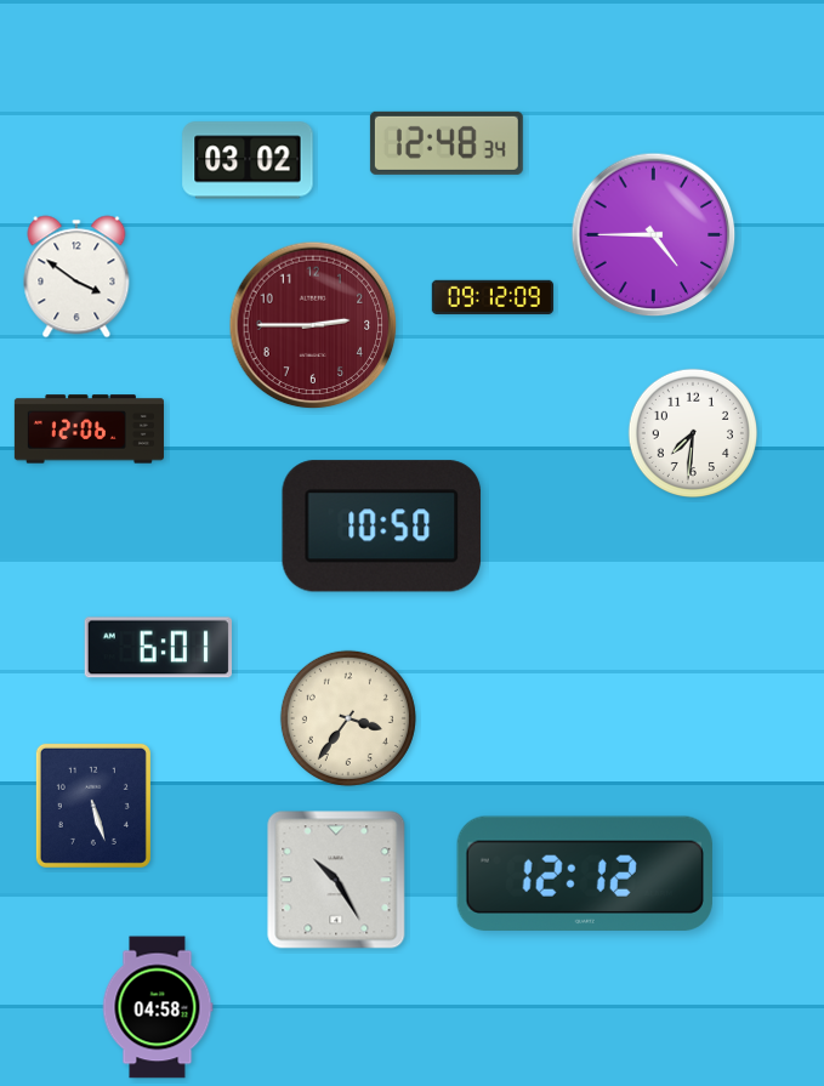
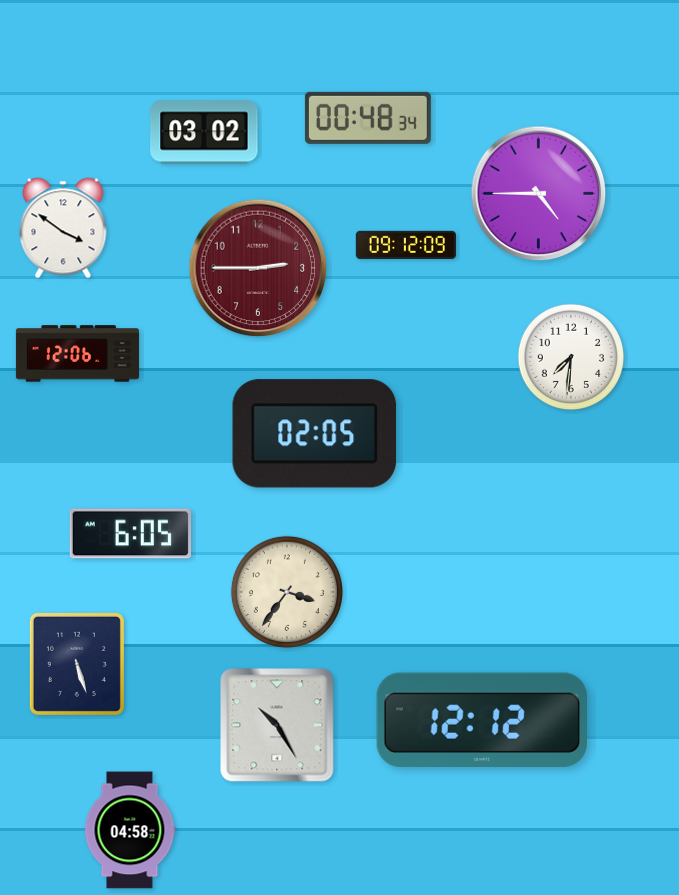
clock at (447, 143): 12:48 -> 00:48
clock at (89, 430) position: (89, 430) -> (77, 354)
clock at (382, 527): 10:50 -> 02:05
clock at (158, 648): 6:01 -> 6:05
